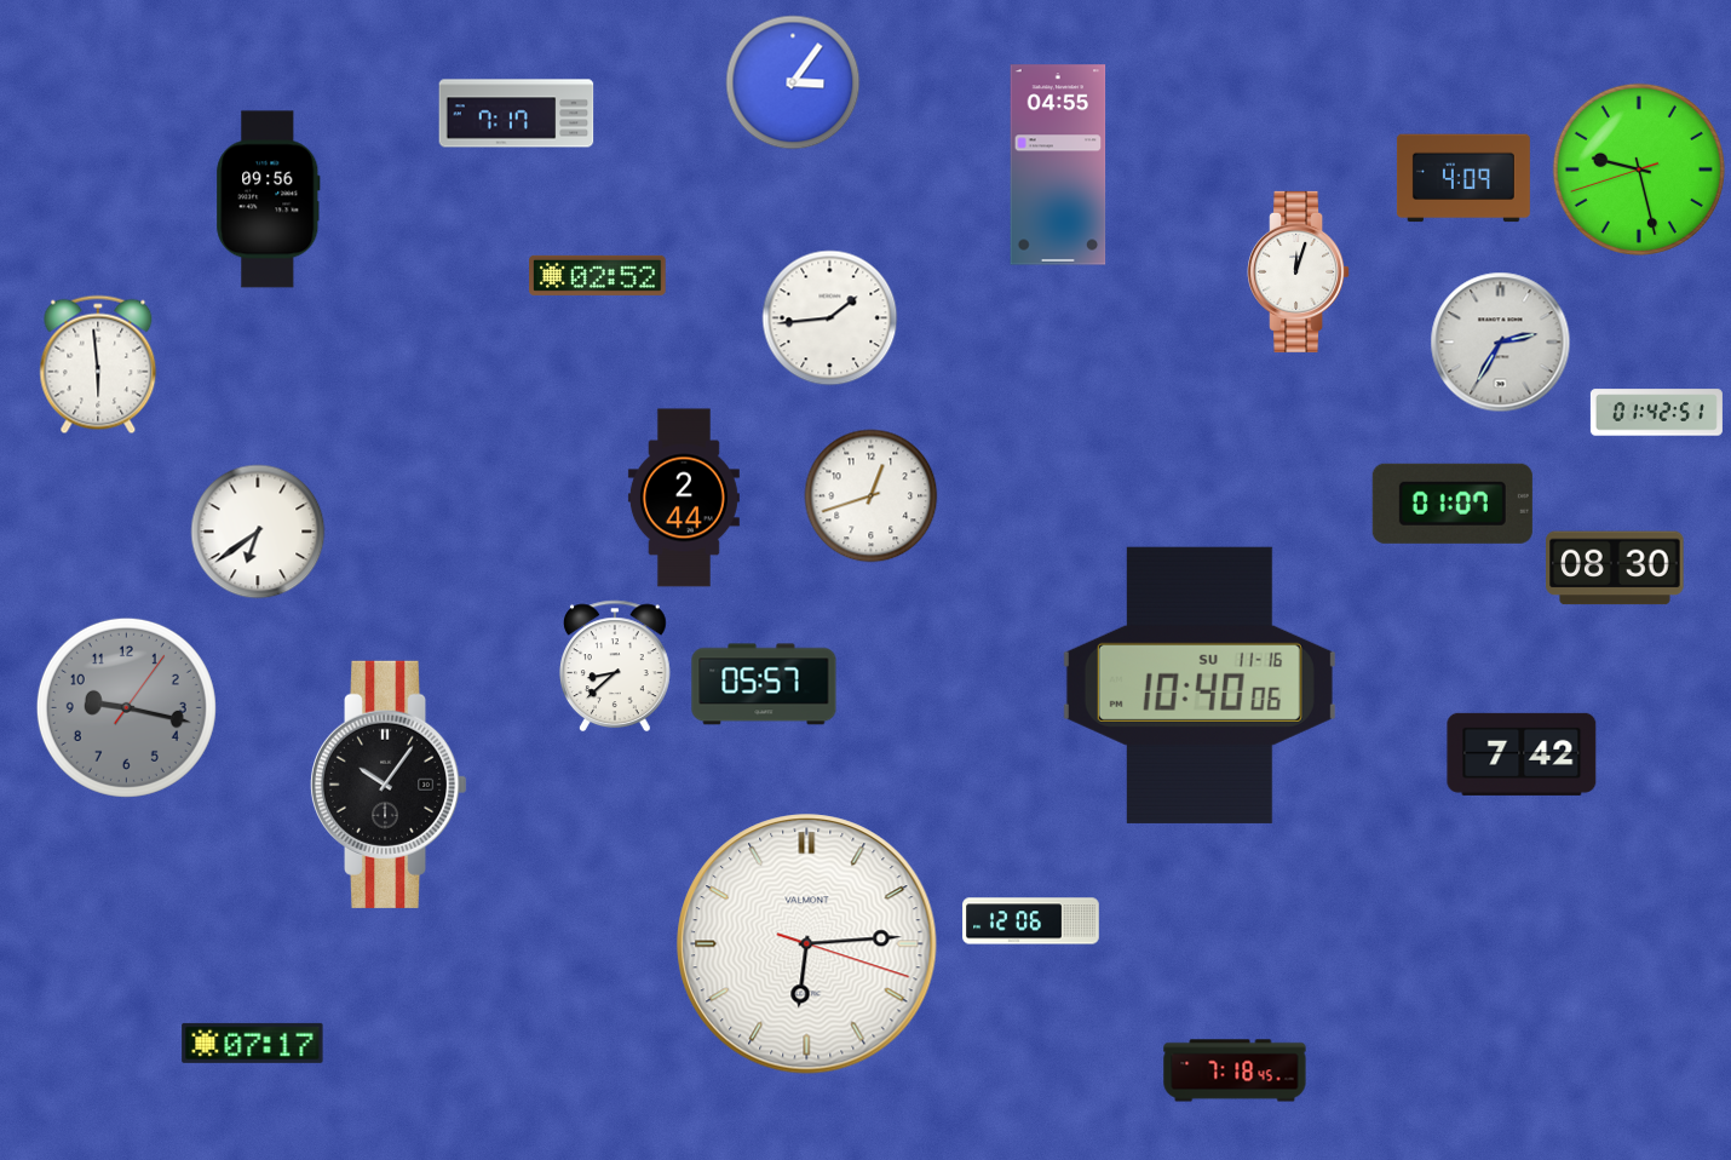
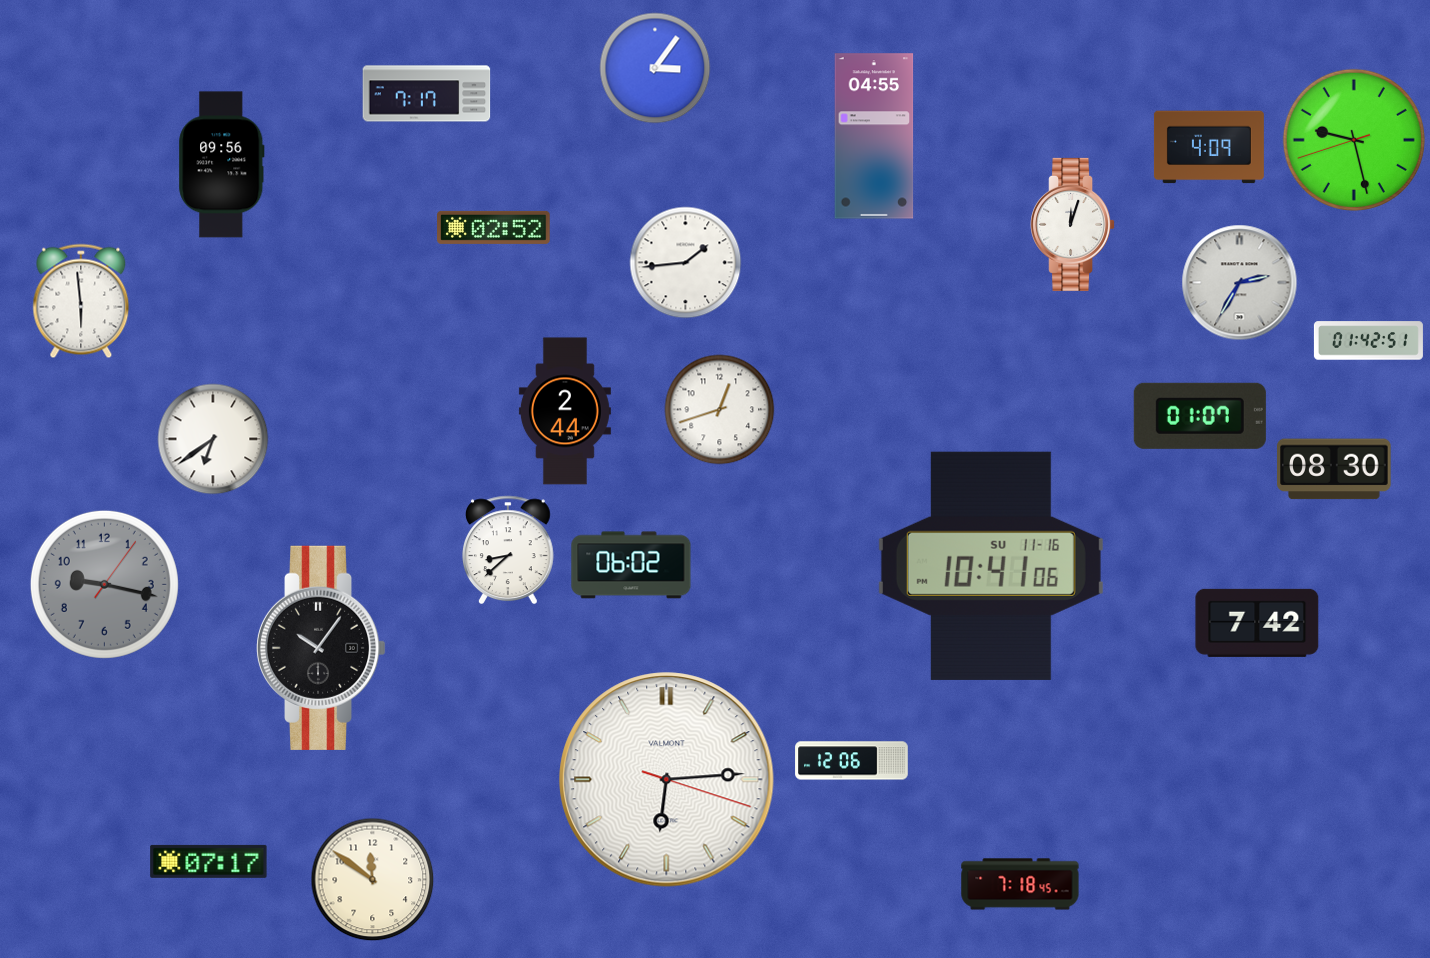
clock at (764, 684): 05:57 -> 06:02
clock at (1200, 685): 10:40 -> 10:41
clock at (373, 880): none -> 11:51
